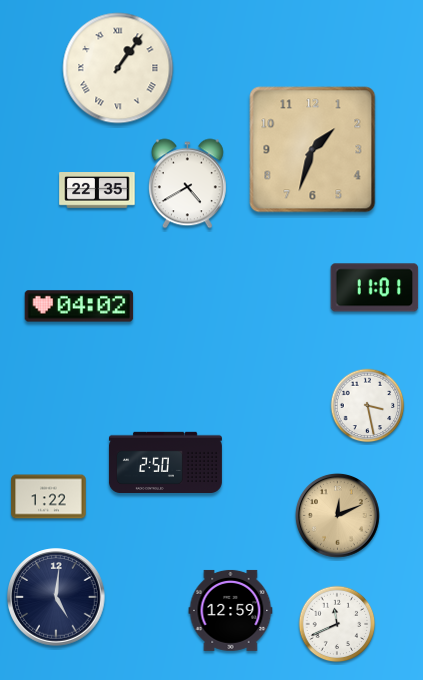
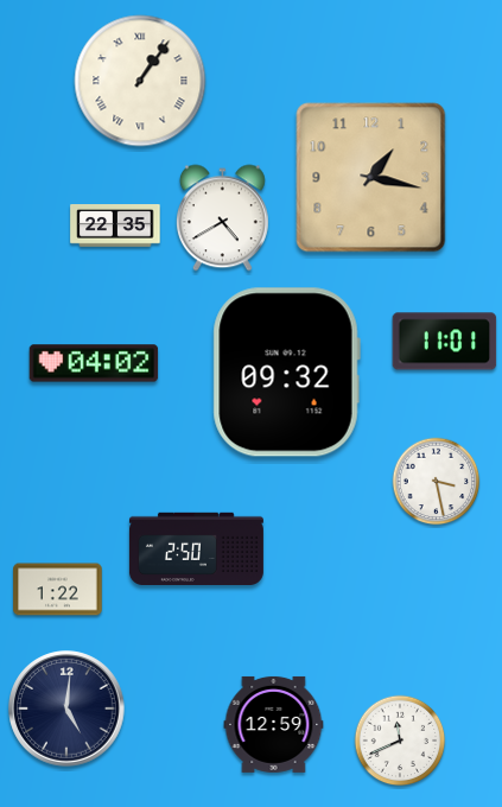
clock at (313, 150): 1:33 -> 1:17
clock at (286, 373): none -> 09:32
clock at (337, 515): 12:11 -> none
